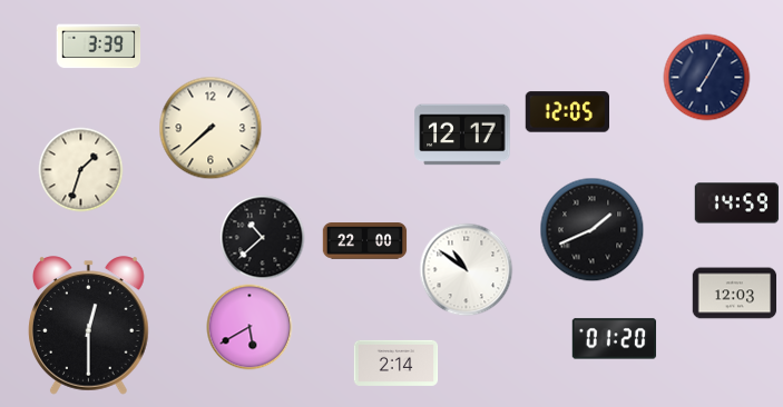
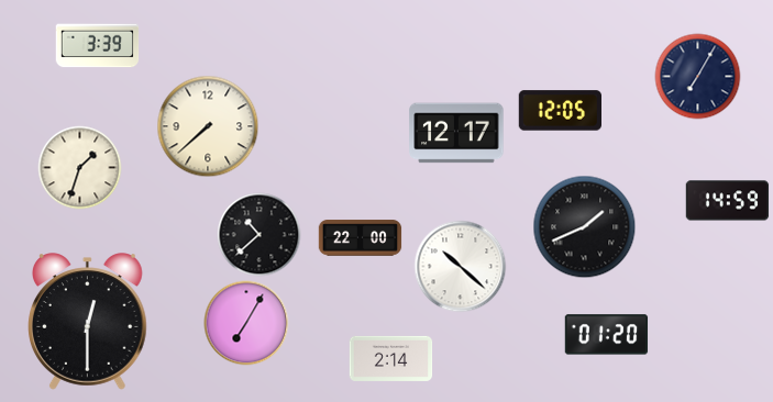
clock at (467, 270): 10:51 -> 10:22
clock at (735, 294): 12:03 -> none
clock at (249, 327): 5:40 -> 7:05
